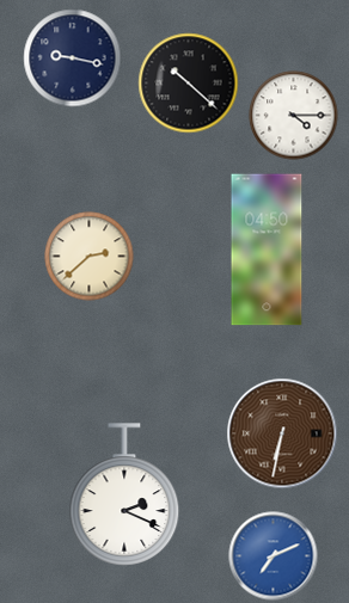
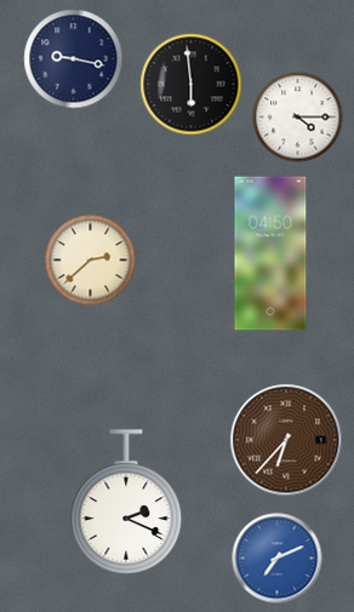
clock at (189, 84): 10:22 -> 5:59
clock at (282, 433): 6:32 -> 6:37
clock at (274, 556) position: (274, 556) -> (278, 559)
